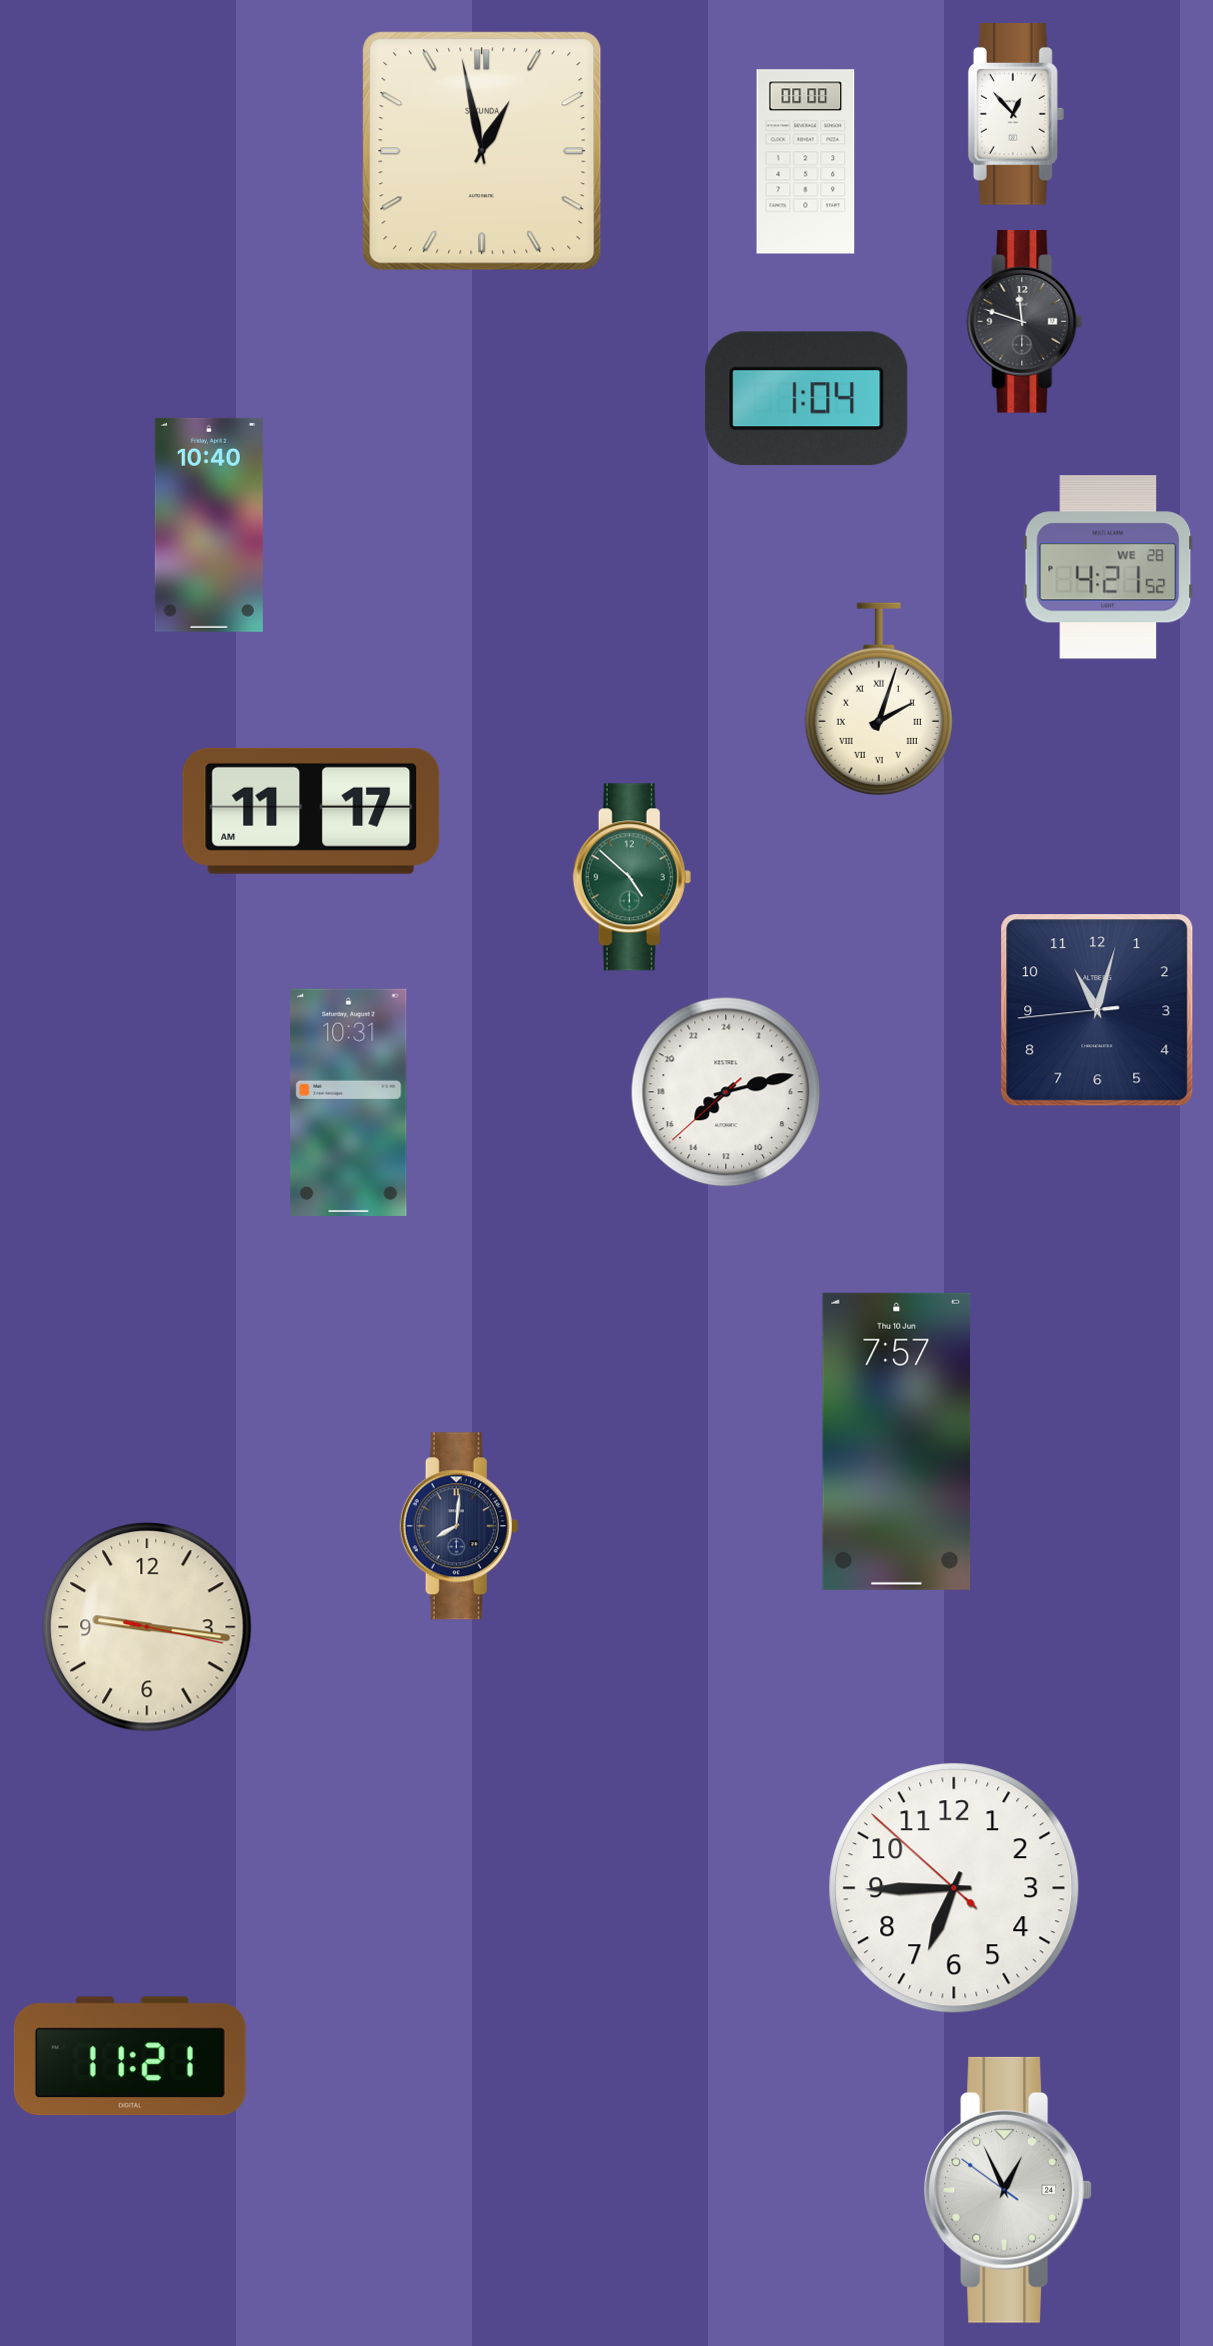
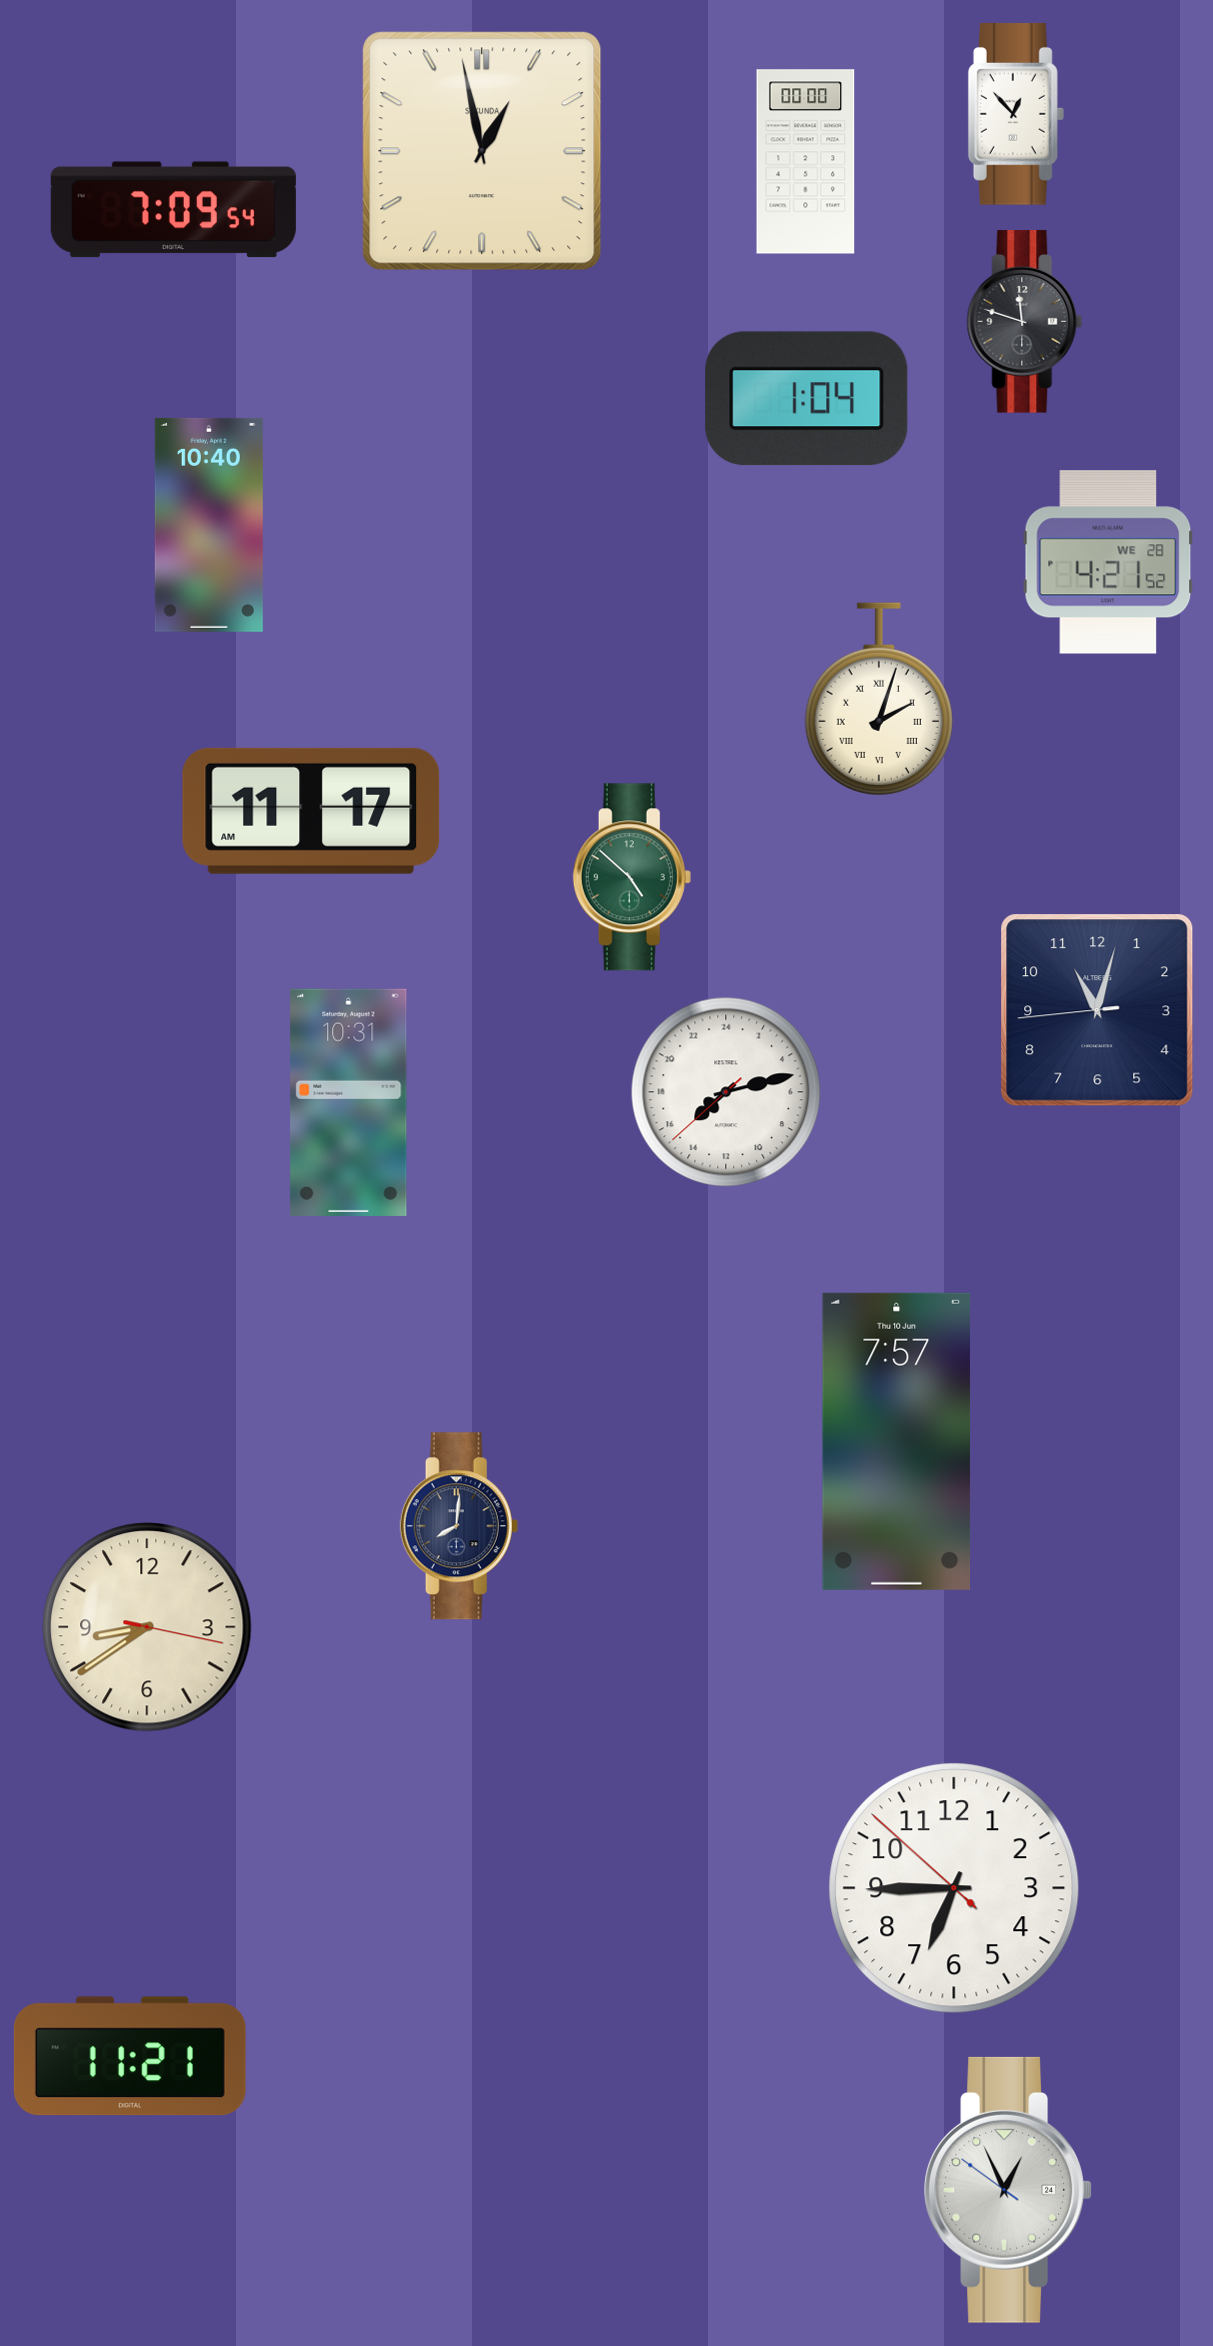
clock at (173, 210): none -> 7:09
clock at (1108, 567) position: (1108, 567) -> (1108, 562)
clock at (147, 1627): 9:16 -> 8:39
